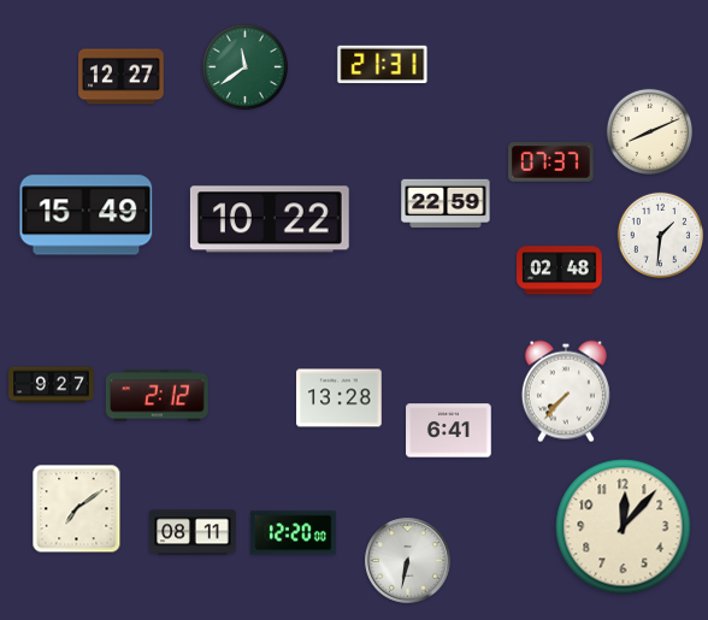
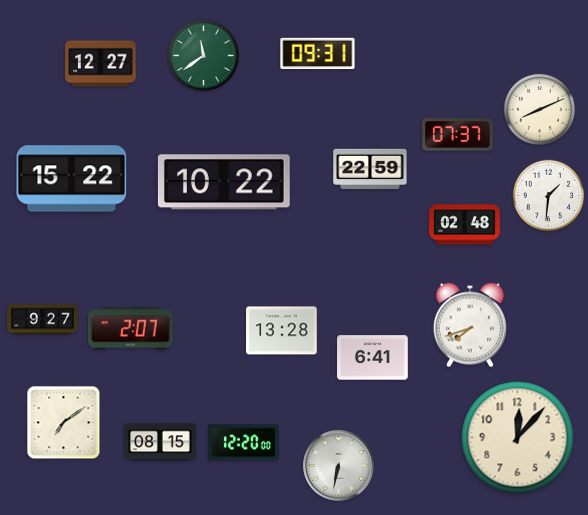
clock at (383, 65): 21:31 -> 09:31
clock at (87, 215): 15:49 -> 15:22
clock at (566, 391): 7:37 -> 7:42
clock at (157, 396): 2:12 -> 2:07
clock at (193, 532): 08:11 -> 08:15
